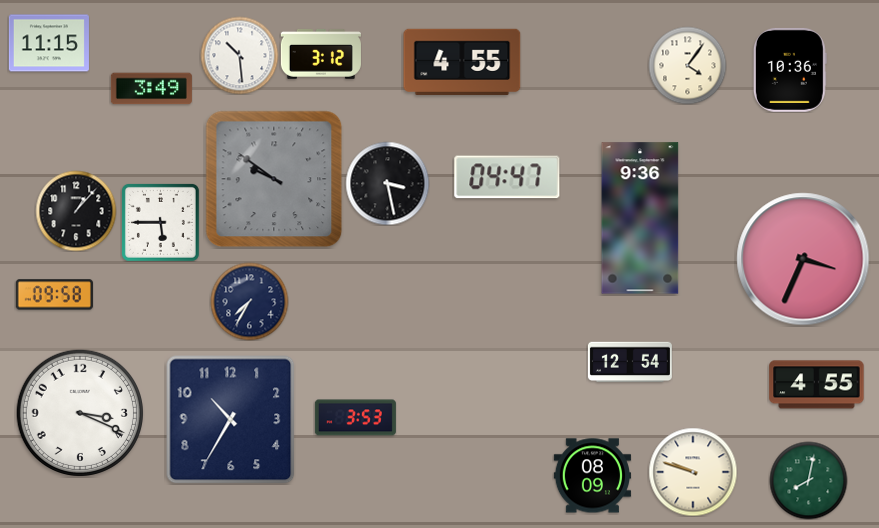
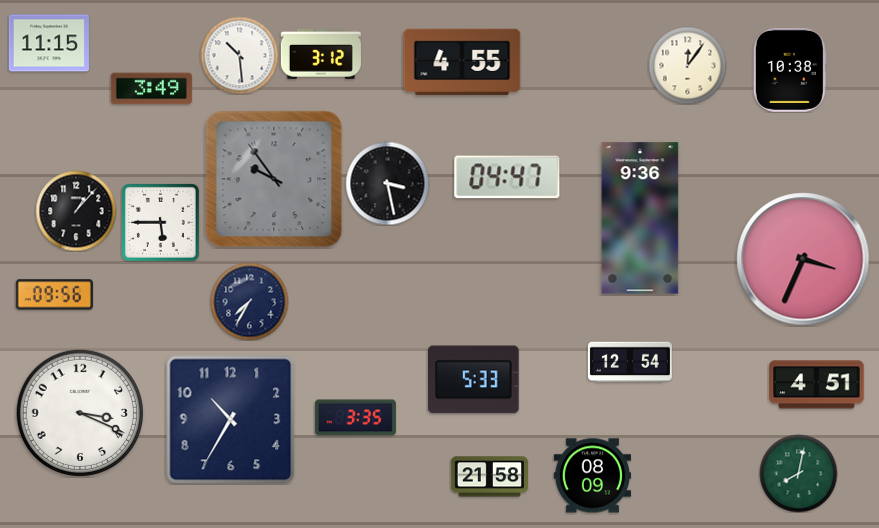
clock at (687, 65): 4:06 -> 12:06
clock at (790, 70): 10:36 -> 10:38
clock at (274, 179): 9:51 -> 9:54
clock at (54, 295): 09:58 -> 09:56
clock at (474, 380): none -> 5:33
clock at (817, 385): 4:55 -> 4:51
clock at (355, 418): 3:53 -> 3:35
clock at (693, 472): 9:48 -> none
clock at (489, 477): none -> 21:58
clock at (808, 480) position: (808, 480) -> (798, 473)
